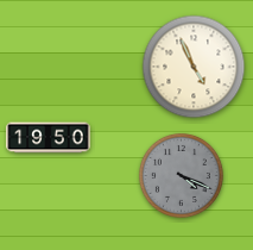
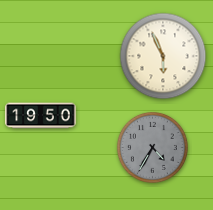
clock at (194, 67): 4:56 -> 5:56
clock at (181, 175): 4:19 -> 4:35
